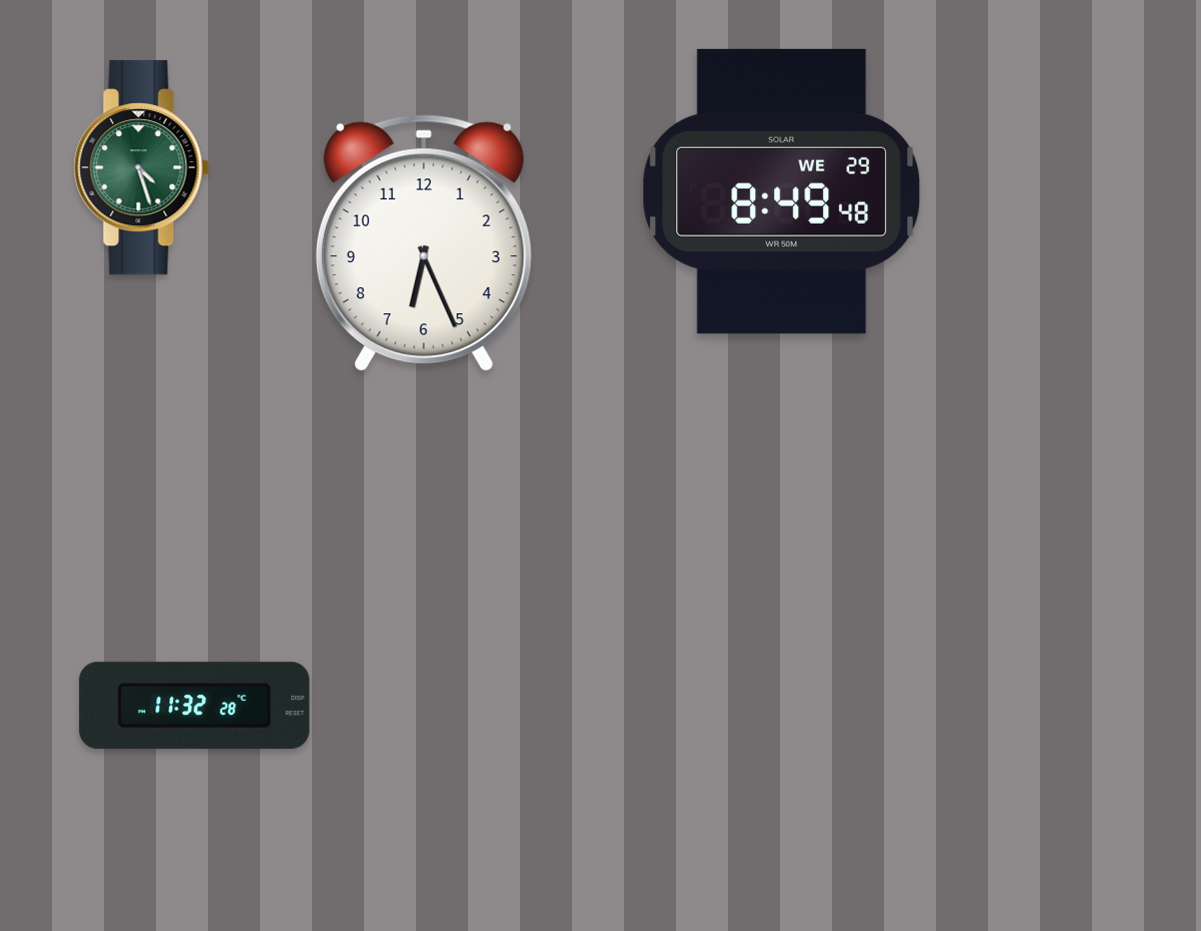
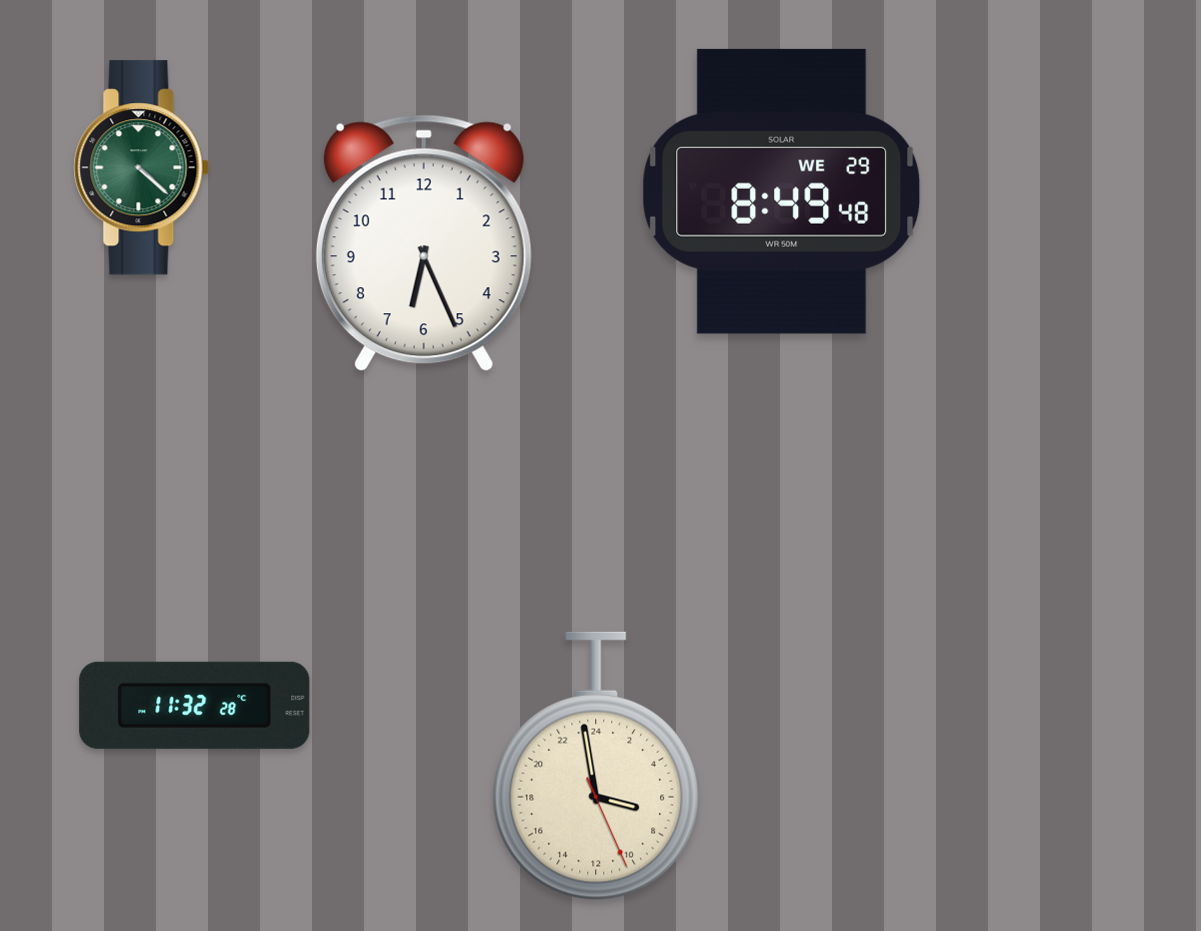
clock at (142, 168): 4:27 -> 4:22
clock at (596, 766): none -> 6:58
